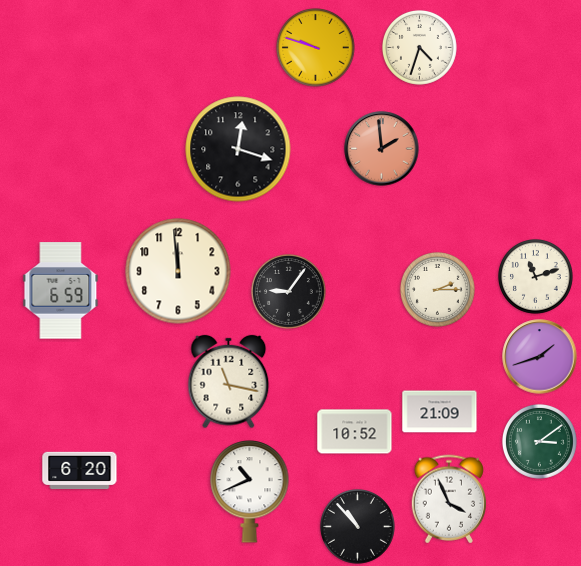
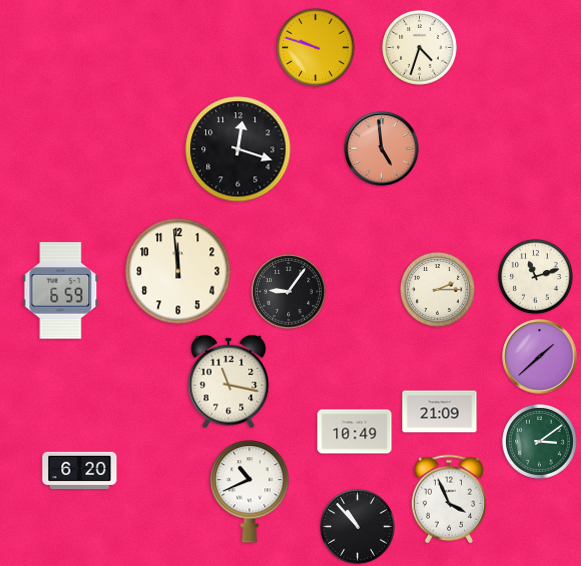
clock at (382, 149): 1:59 -> 4:59
clock at (540, 357): 1:42 -> 1:38
clock at (355, 432): 10:52 -> 10:49
